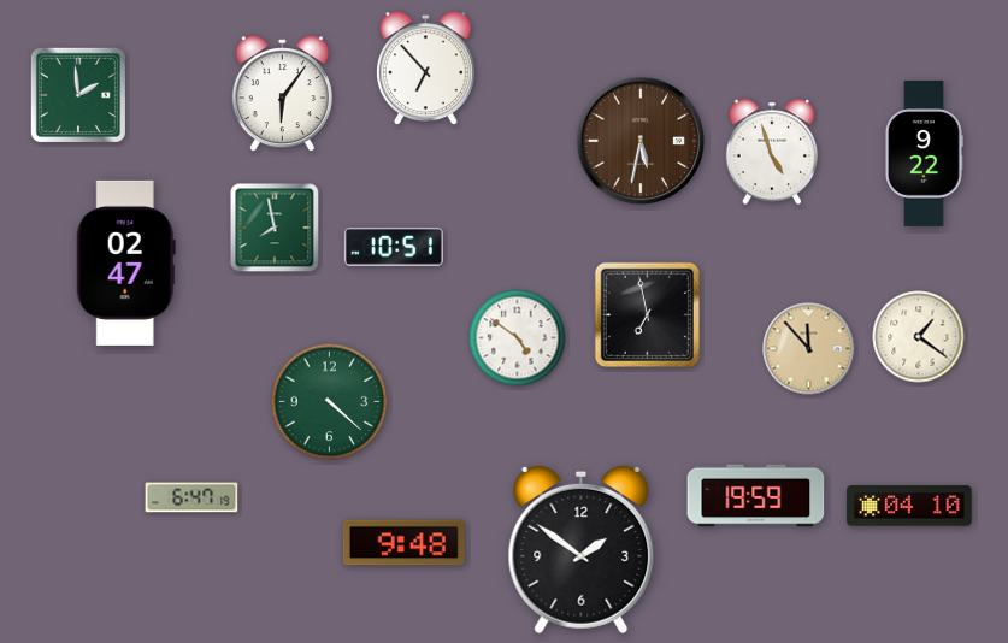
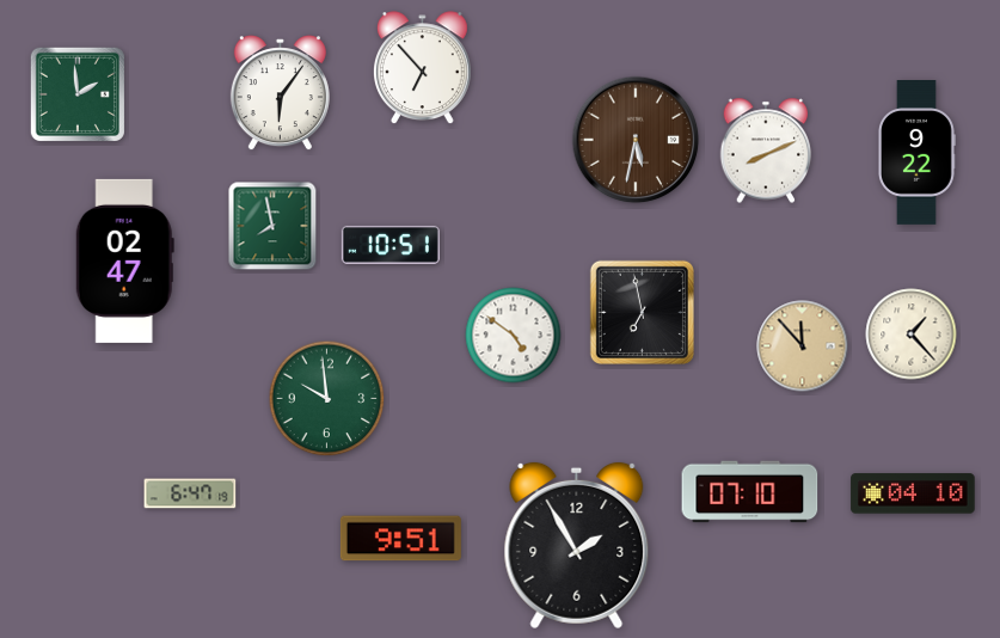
clock at (772, 152): 4:57 -> 8:11
clock at (919, 337): 1:21 -> 1:23
clock at (330, 402): 4:22 -> 9:59
clock at (756, 496): 19:59 -> 07:10
clock at (909, 506) position: (909, 506) -> (913, 493)
clock at (403, 543): 9:48 -> 9:51
clock at (582, 550): 1:51 -> 1:55
